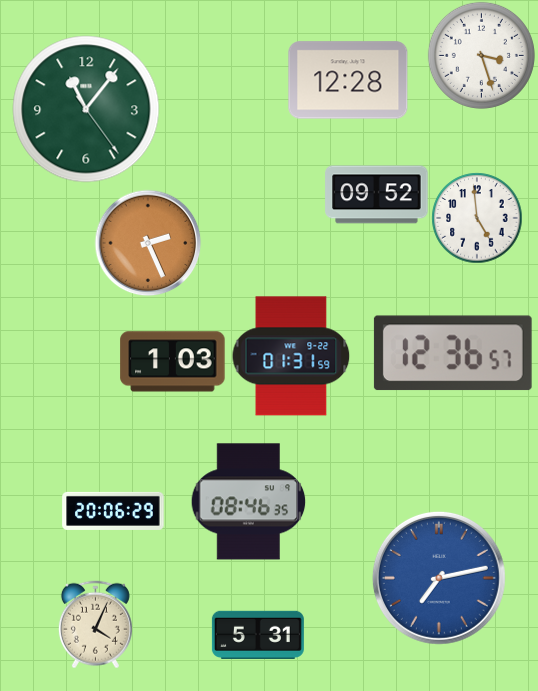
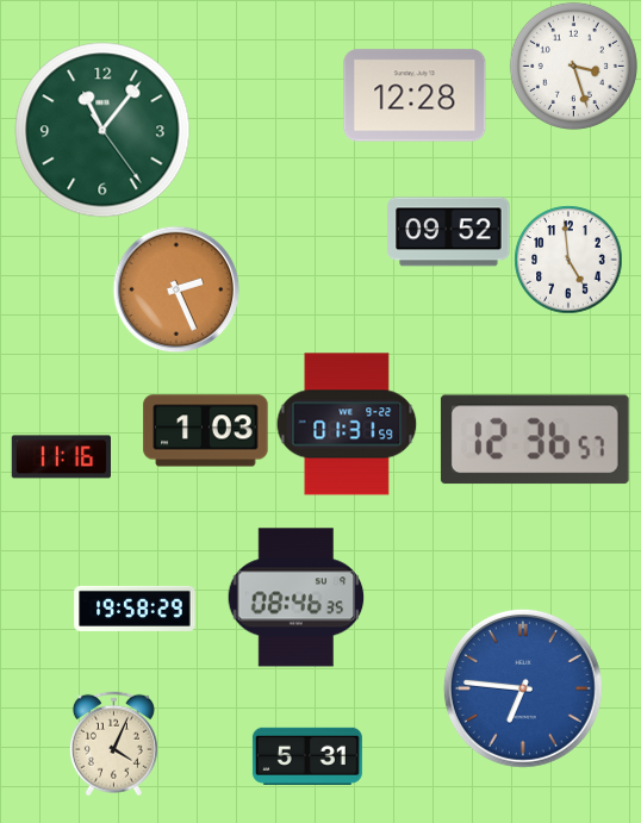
clock at (453, 353) position: (453, 353) -> (535, 439)
clock at (61, 457): none -> 11:16
clock at (113, 511): 20:06 -> 19:58
clock at (439, 578): 7:13 -> 6:46
